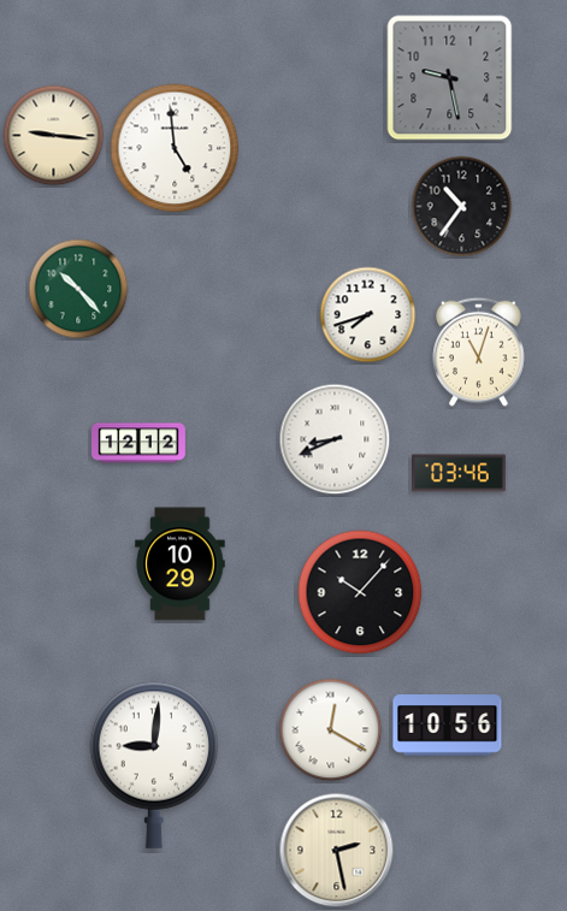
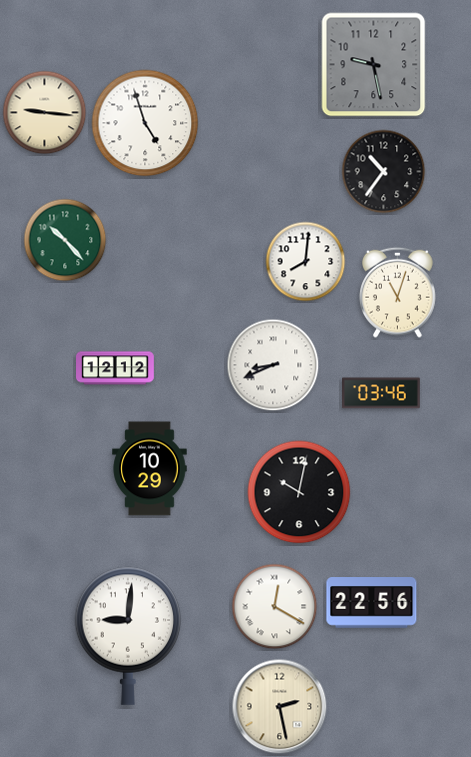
clock at (175, 148): 4:59 -> 4:57
clock at (368, 315): 7:42 -> 8:01
clock at (335, 439) position: (335, 439) -> (273, 365)
clock at (360, 592): 10:07 -> 10:02
clock at (448, 726): 10:56 -> 22:56
